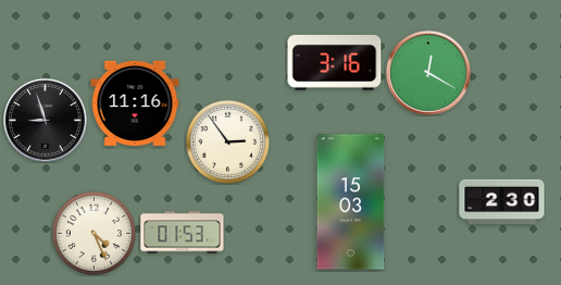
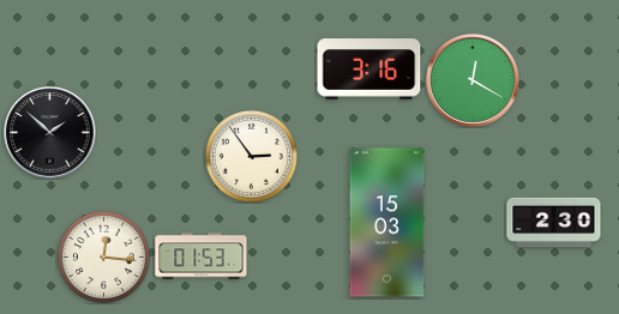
clock at (135, 103): 11:16 -> none
clock at (46, 121): 8:57 -> 1:52
clock at (93, 233): 4:26 -> 12:16
